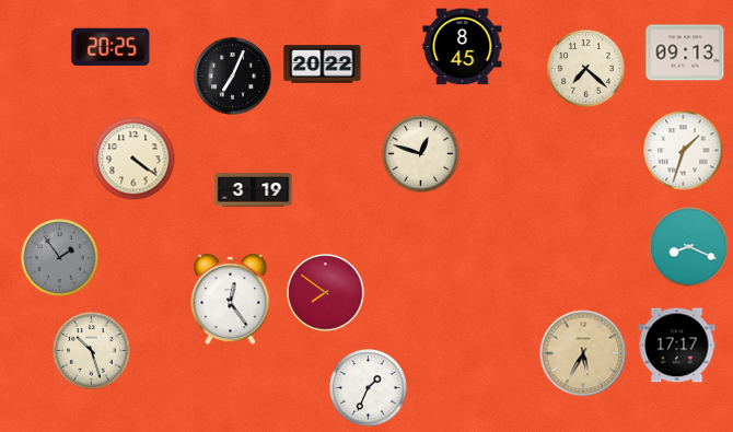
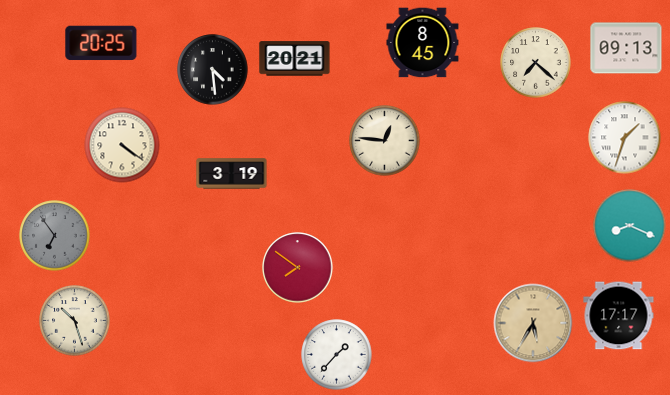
clock at (323, 65): 20:22 -> 20:21
clock at (233, 77): 7:04 -> 4:29
clock at (421, 154): 12:48 -> 12:46
clock at (60, 258): 1:54 -> 6:54
clock at (231, 300): 12:24 -> none
clock at (92, 351) position: (92, 351) -> (75, 321)
clock at (369, 388): 1:34 -> 1:37
